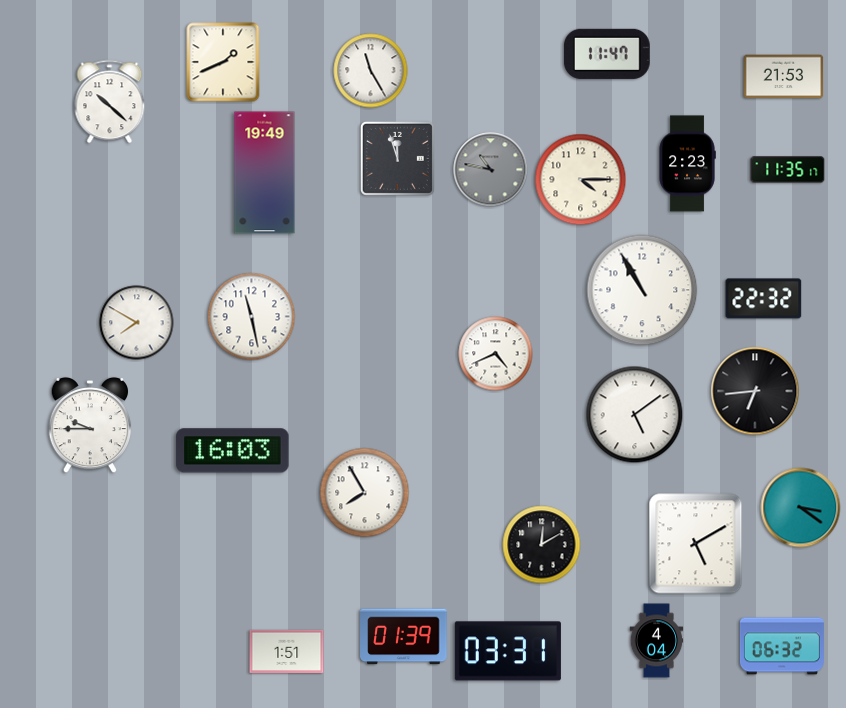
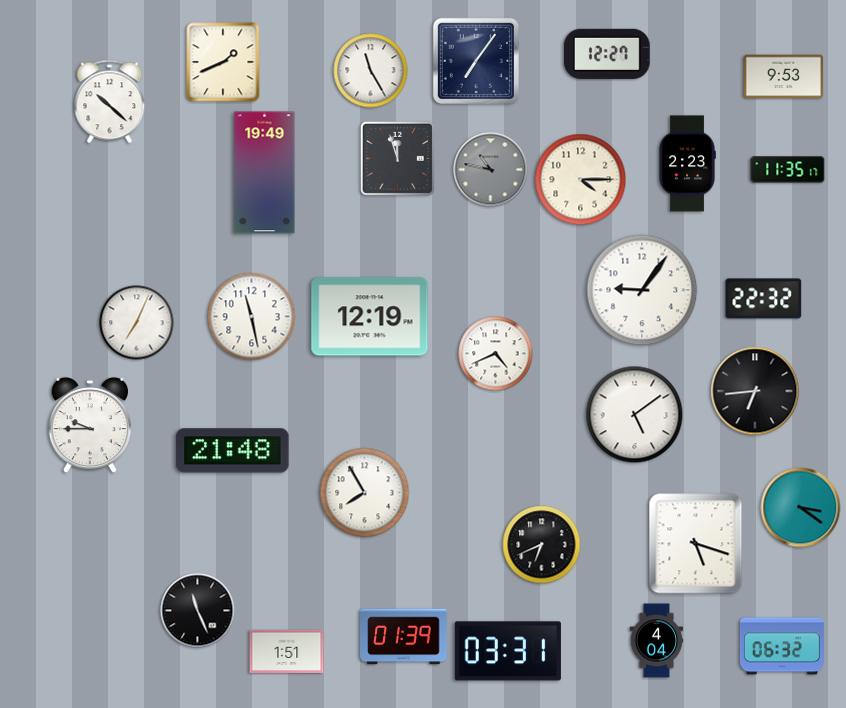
clock at (607, 54): 11:47 -> 12:27
clock at (476, 61): none -> 7:06
clock at (784, 77): 21:53 -> 9:53
clock at (642, 290): 10:55 -> 9:06
clock at (370, 317): none -> 12:19
clock at (137, 323): 7:50 -> 7:04
clock at (233, 451): 16:03 -> 21:48
clock at (696, 544): 5:10 -> 5:18
clock at (542, 545): 12:10 -> 6:41
clock at (198, 611): none -> 11:26
